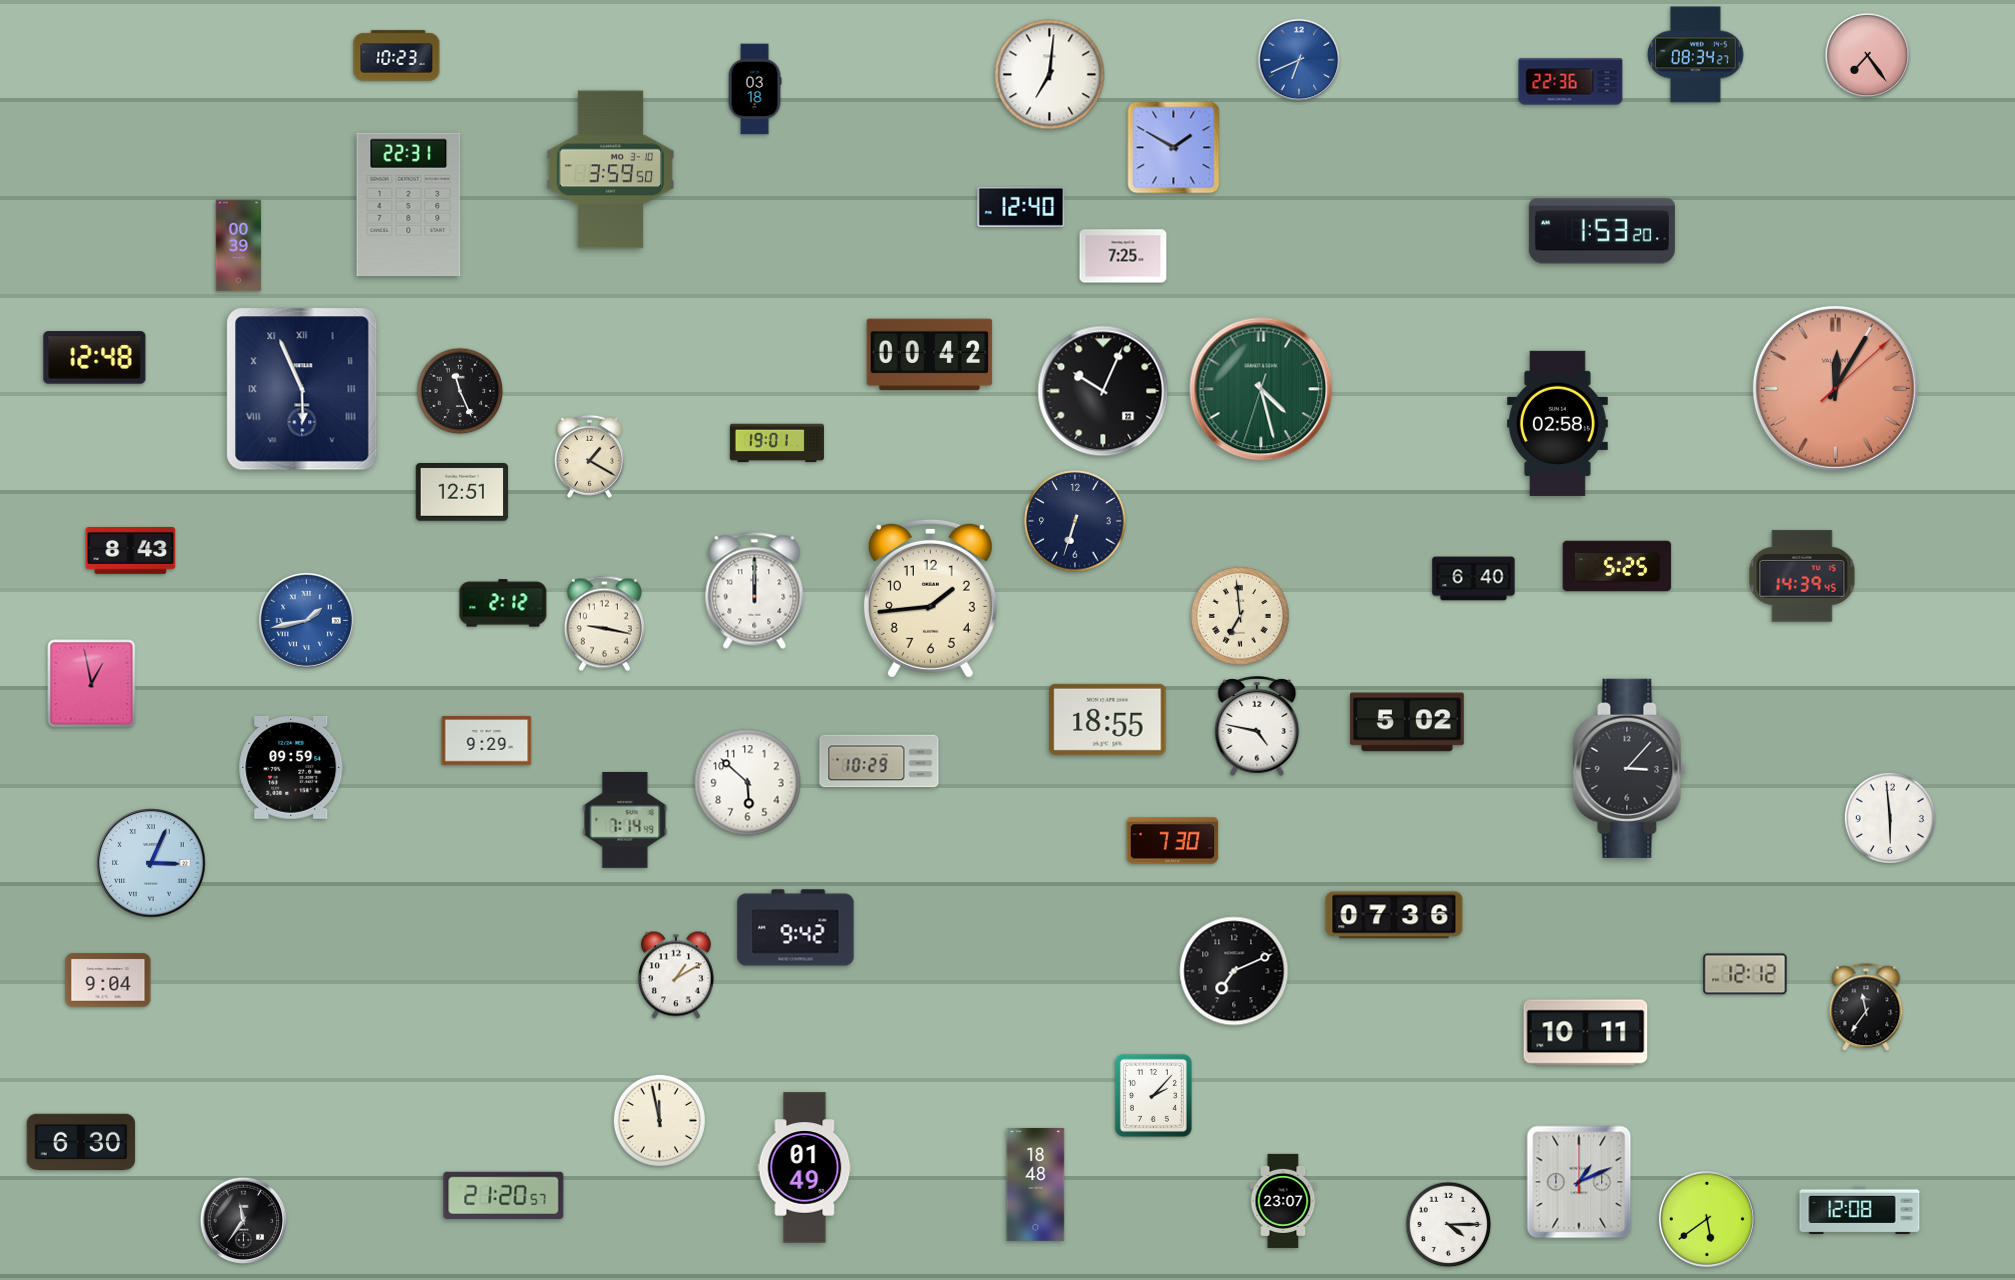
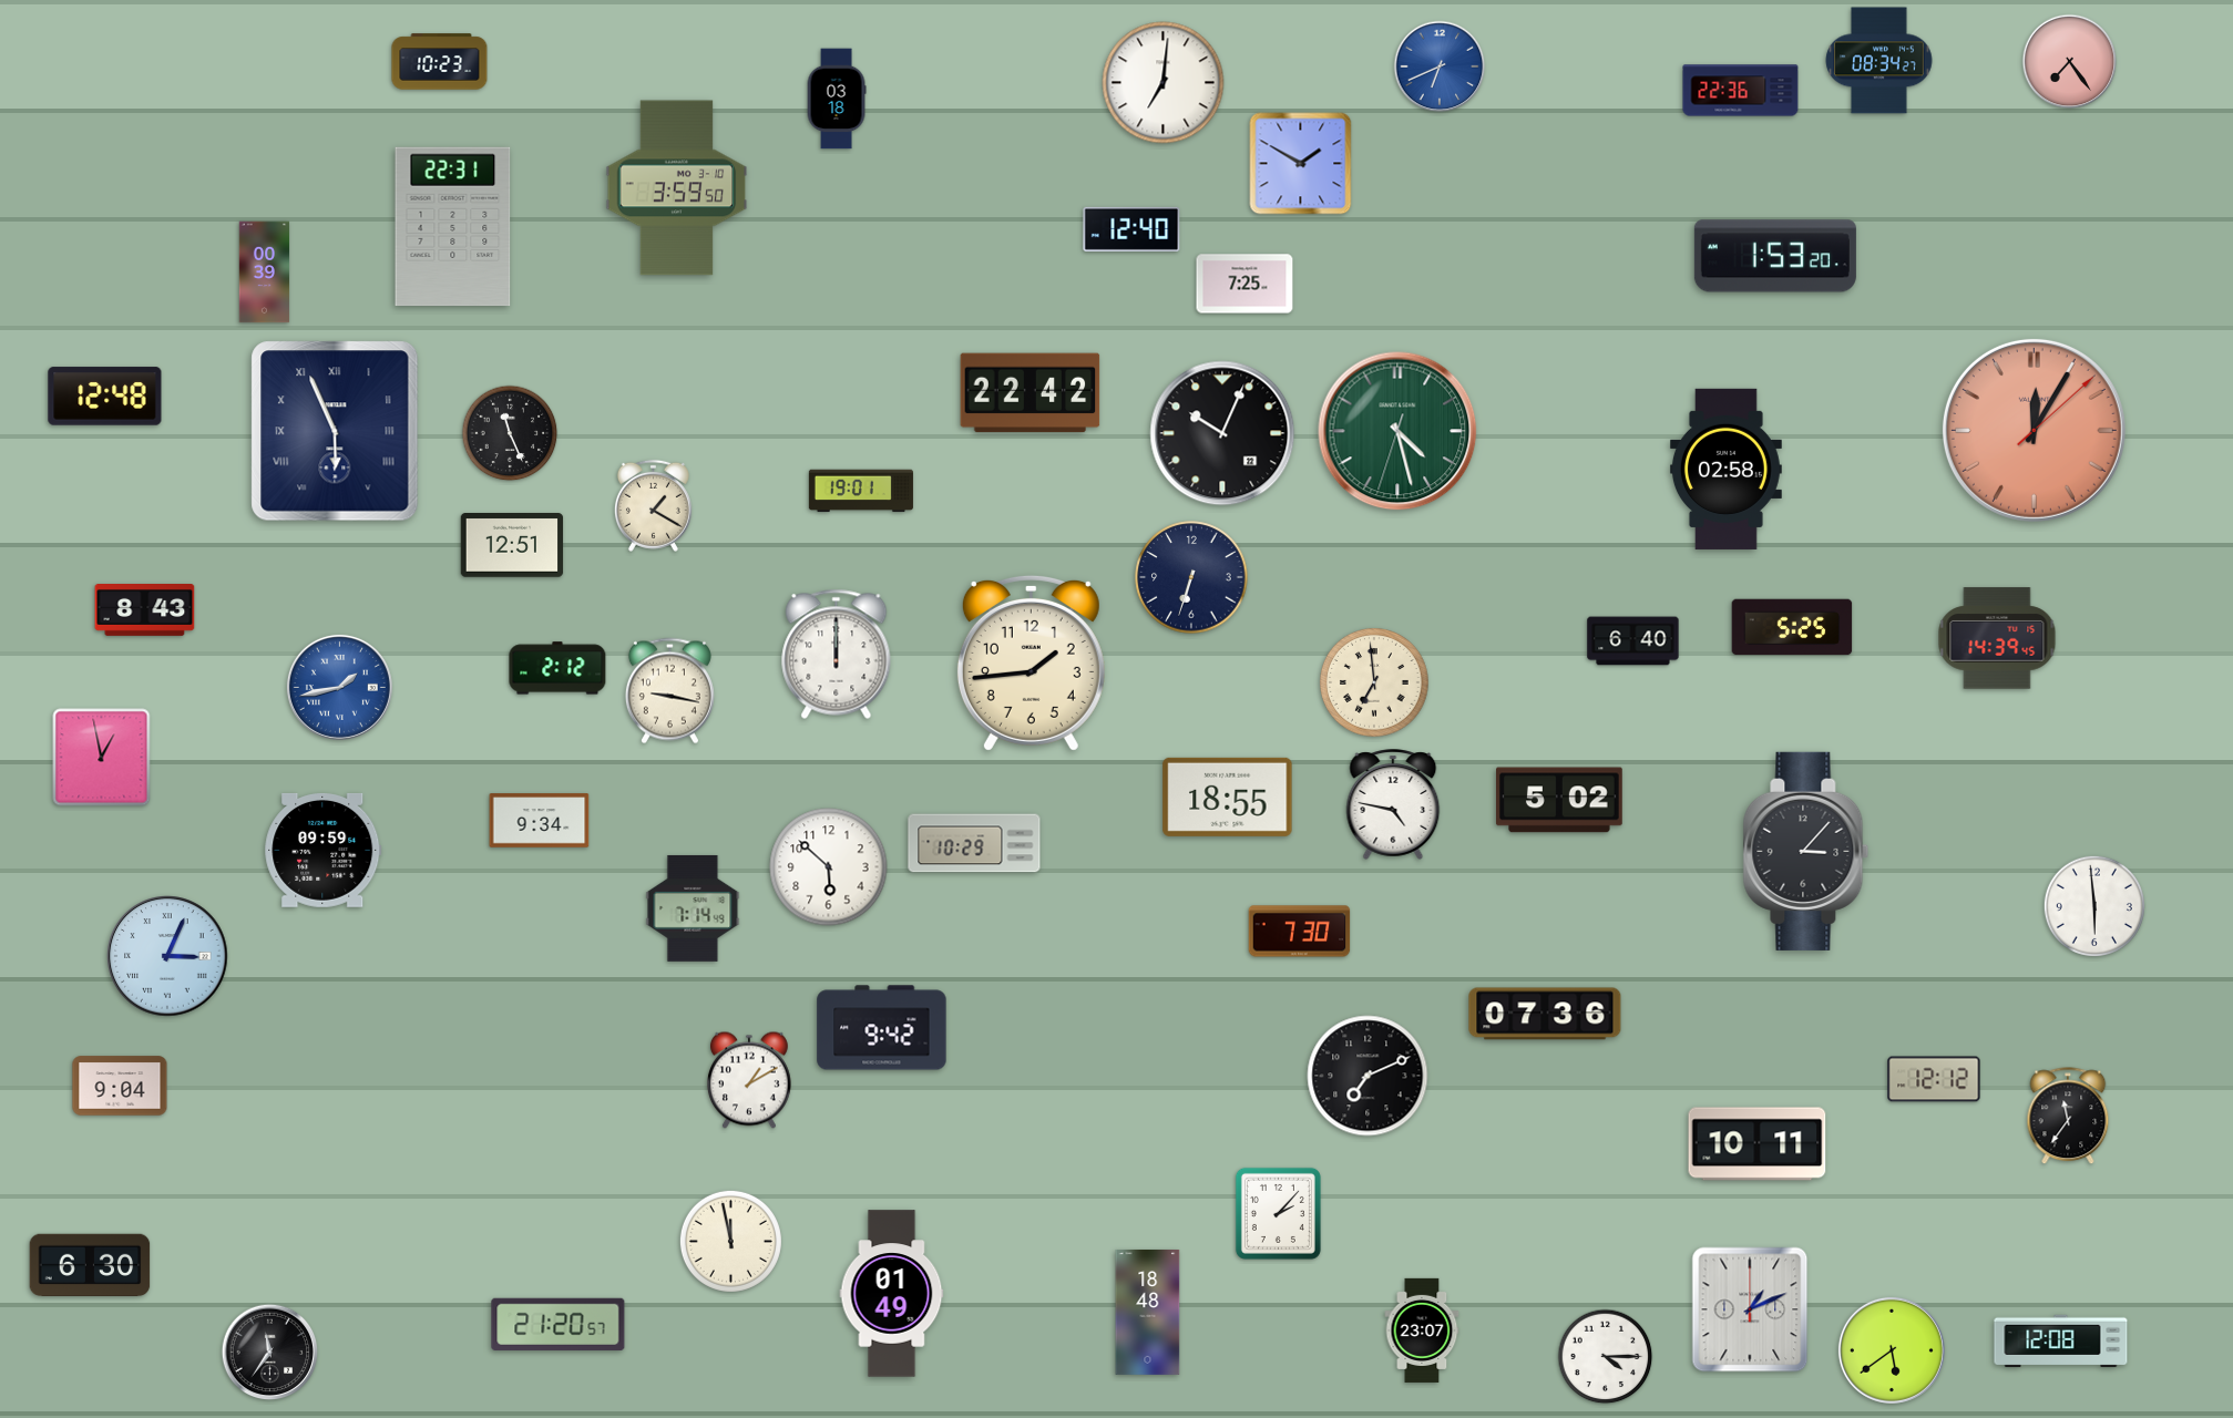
clock at (930, 355): 00:42 -> 22:42
clock at (487, 741): 9:29 -> 9:34
